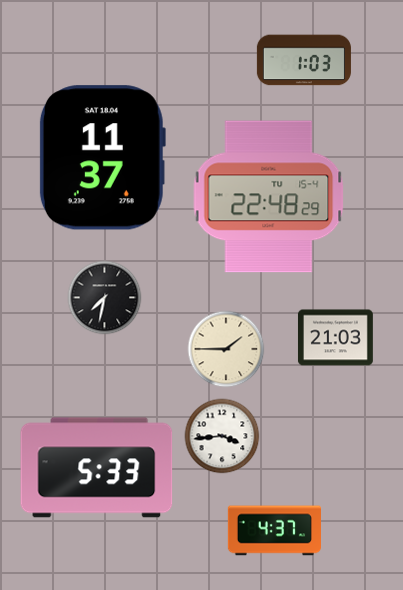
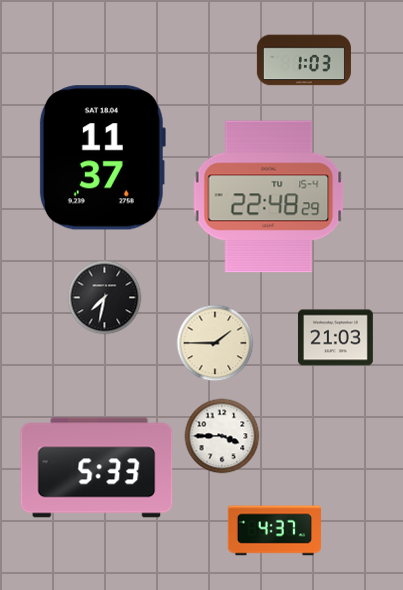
clock at (226, 349) position: (226, 349) -> (215, 343)
clock at (222, 436): 3:44 -> 3:45
